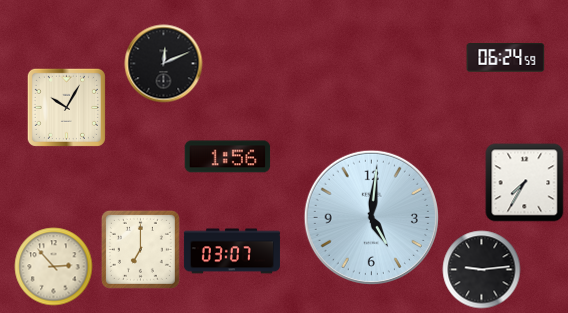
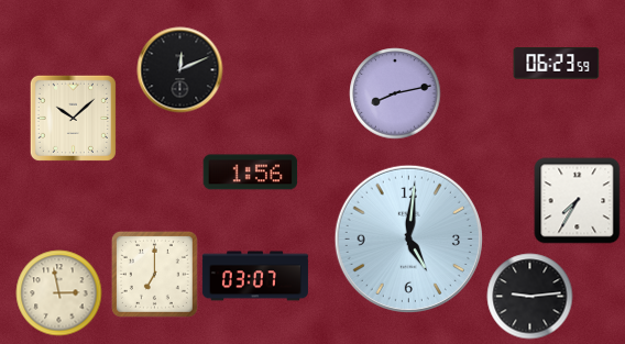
clock at (505, 58): 06:24 -> 06:23
clock at (395, 93): none -> 8:13
clock at (66, 107): 10:05 -> 10:08
clock at (53, 266): 2:53 -> 2:58
